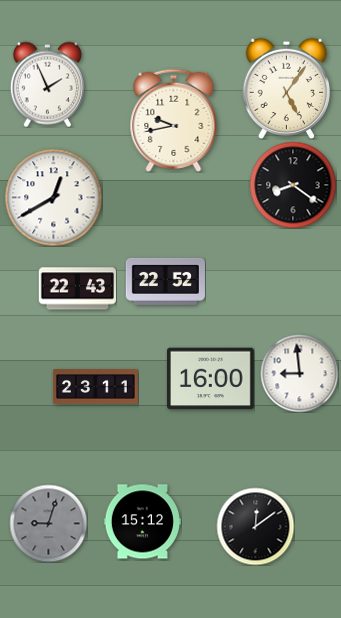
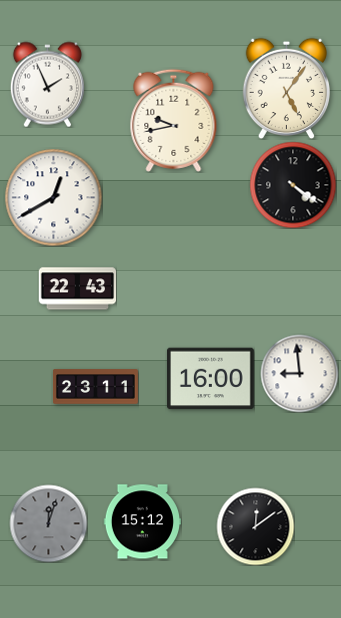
clock at (293, 185): 8:21 -> 4:21
clock at (165, 281): 22:52 -> none
clock at (48, 523): 9:03 -> 12:03
